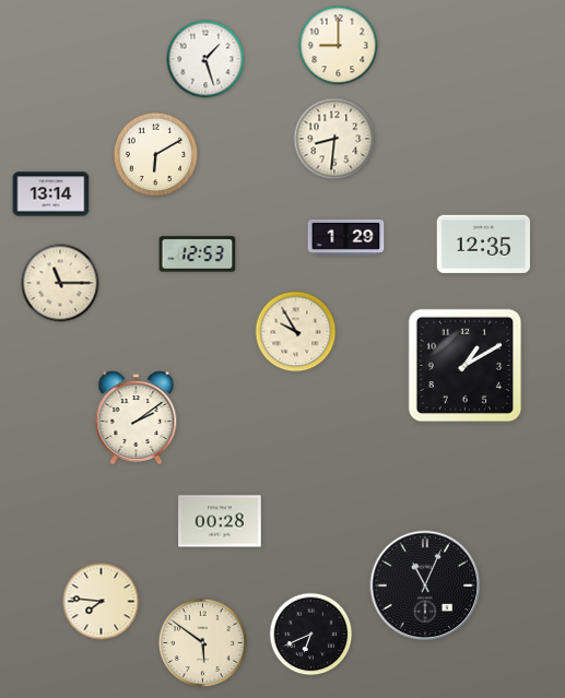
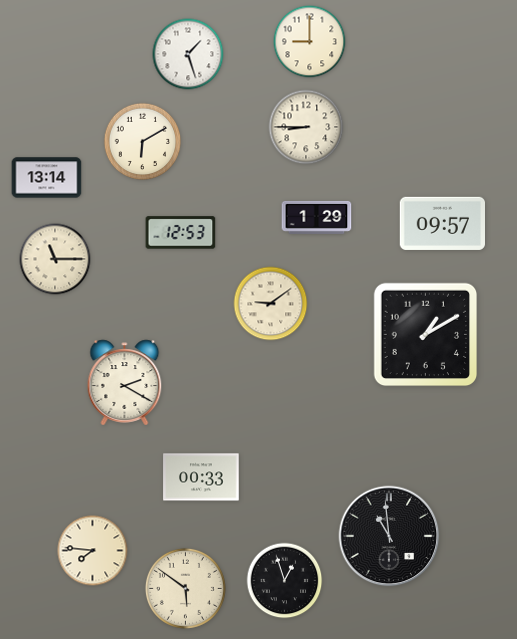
clock at (334, 139): 8:31 -> 8:45
clock at (483, 244): 12:35 -> 09:57
clock at (296, 332): 9:55 -> 9:09
clock at (137, 418): 2:09 -> 2:20
clock at (220, 521): 00:28 -> 00:33
clock at (425, 585): 11:04 -> 10:59
clock at (311, 635): 6:41 -> 12:57
